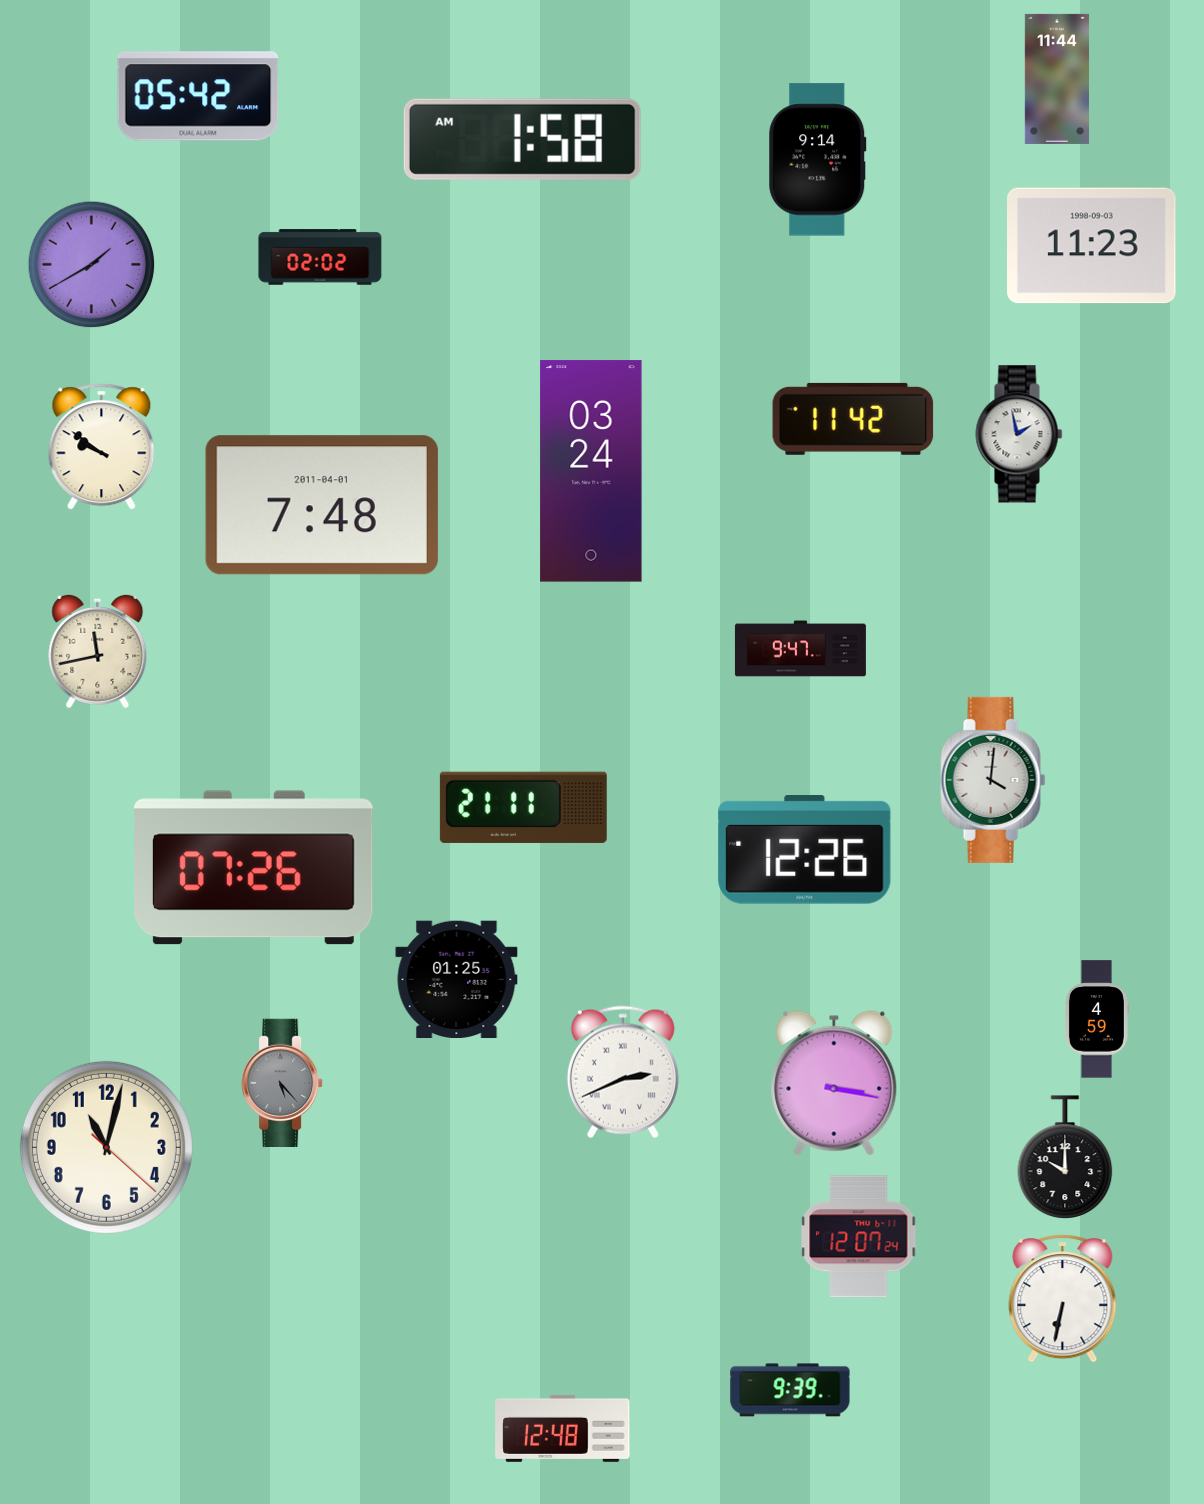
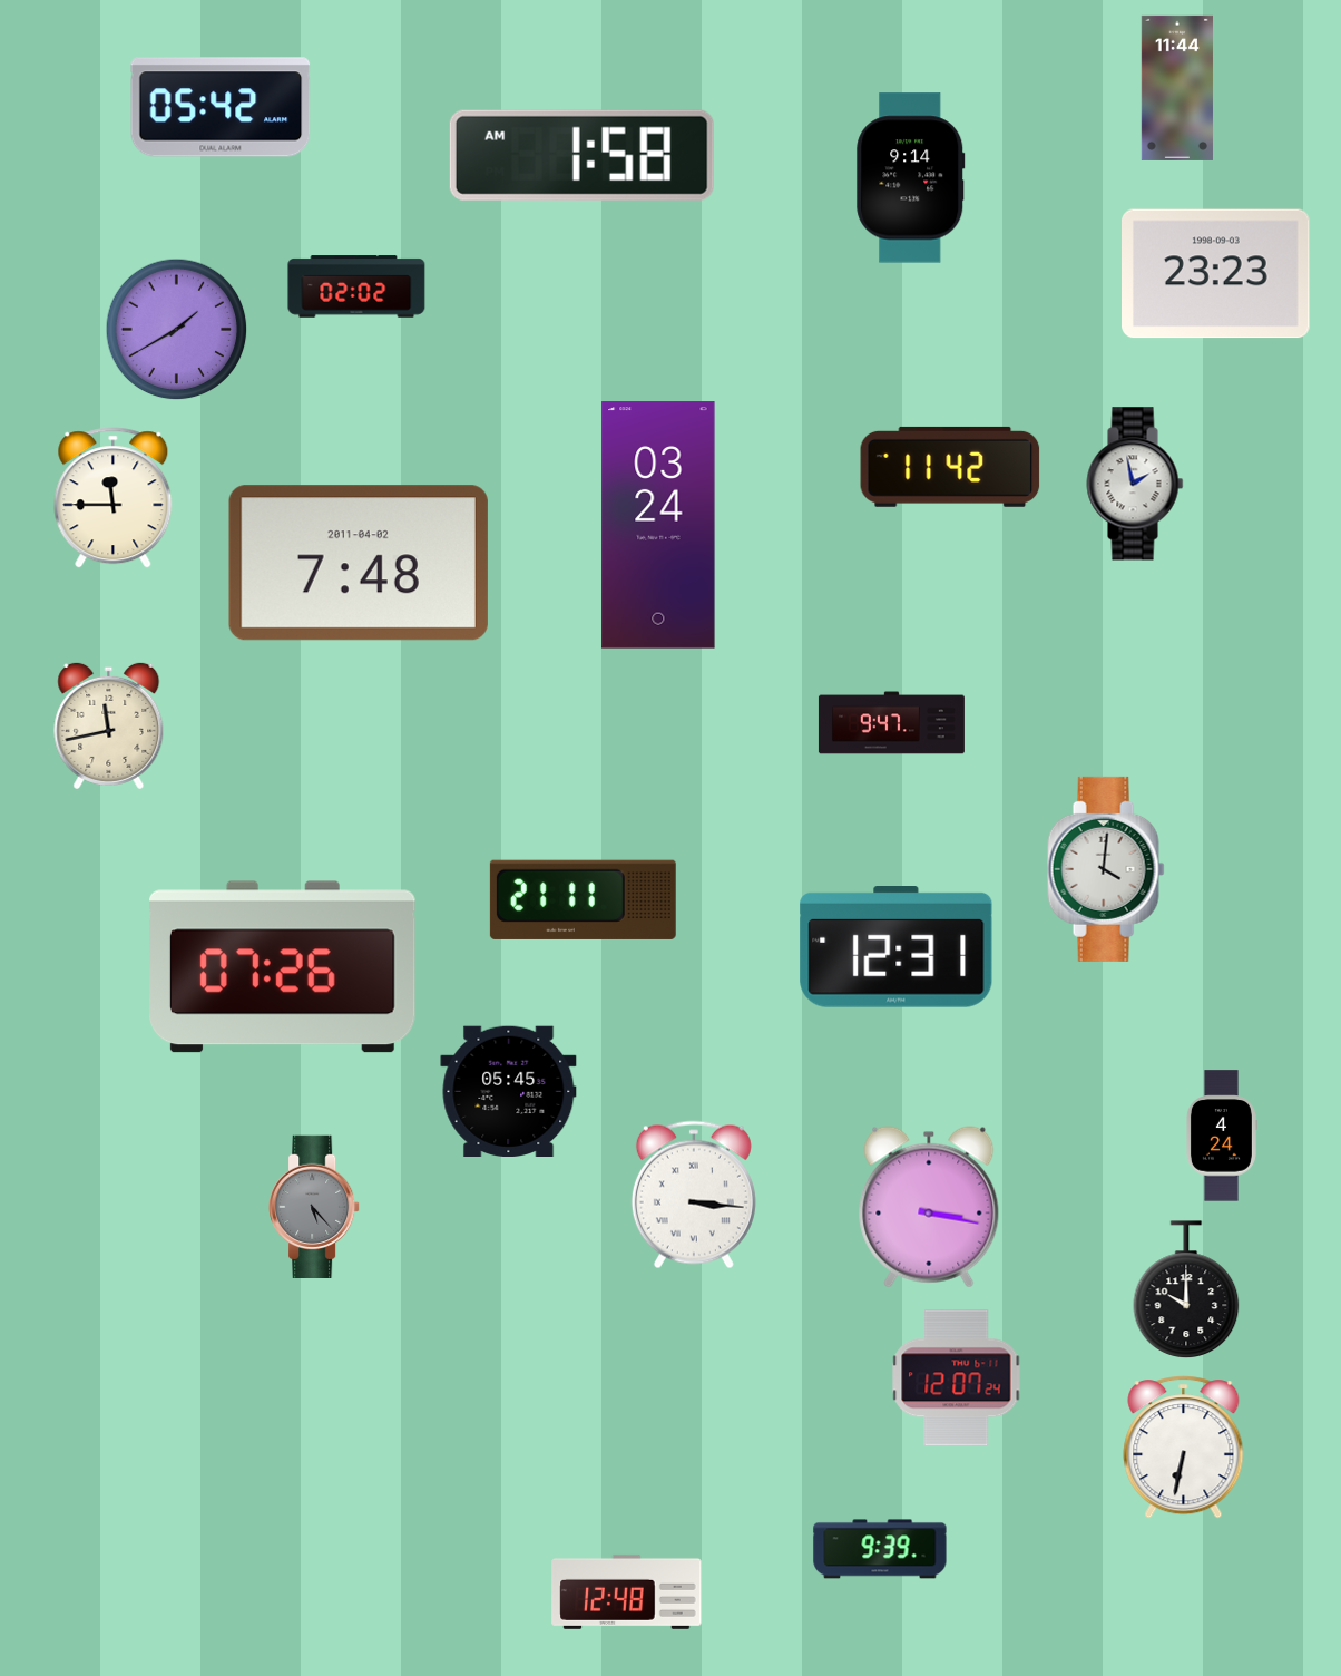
clock at (1092, 246): 11:23 -> 23:23
clock at (92, 265) position: (92, 265) -> (177, 330)
clock at (102, 447): 9:51 -> 11:45
clock at (322, 505) date: 2011-04-01 -> 2011-04-02
clock at (805, 850): 12:26 -> 12:31
clock at (457, 980): 01:25 -> 05:45
clock at (1096, 1019): 4:59 -> 4:24
clock at (623, 1072): 2:41 -> 3:16
clock at (106, 1147): 11:02 -> none
